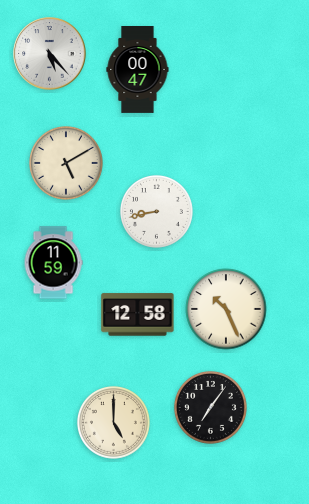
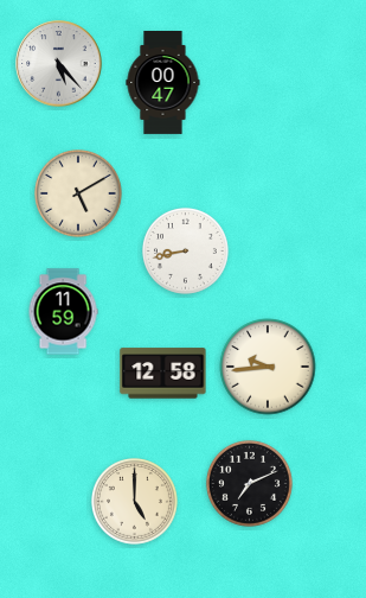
clock at (226, 309): 10:26 -> 9:44
clock at (210, 407): 7:06 -> 7:11
